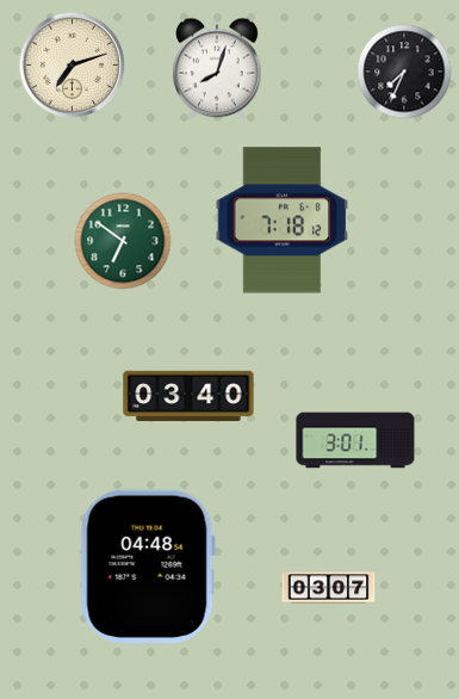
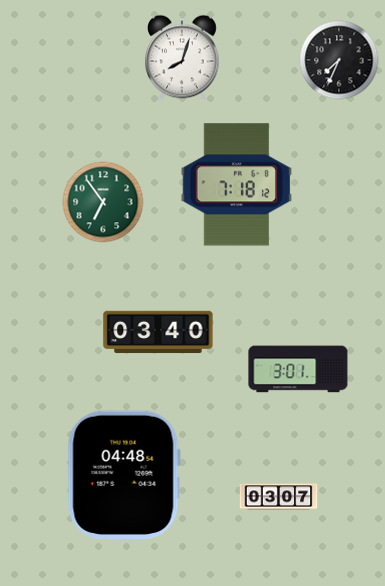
clock at (73, 66): 7:12 -> none
clock at (123, 241): 6:51 -> 6:54
clock at (329, 588) position: (329, 588) -> (279, 497)
